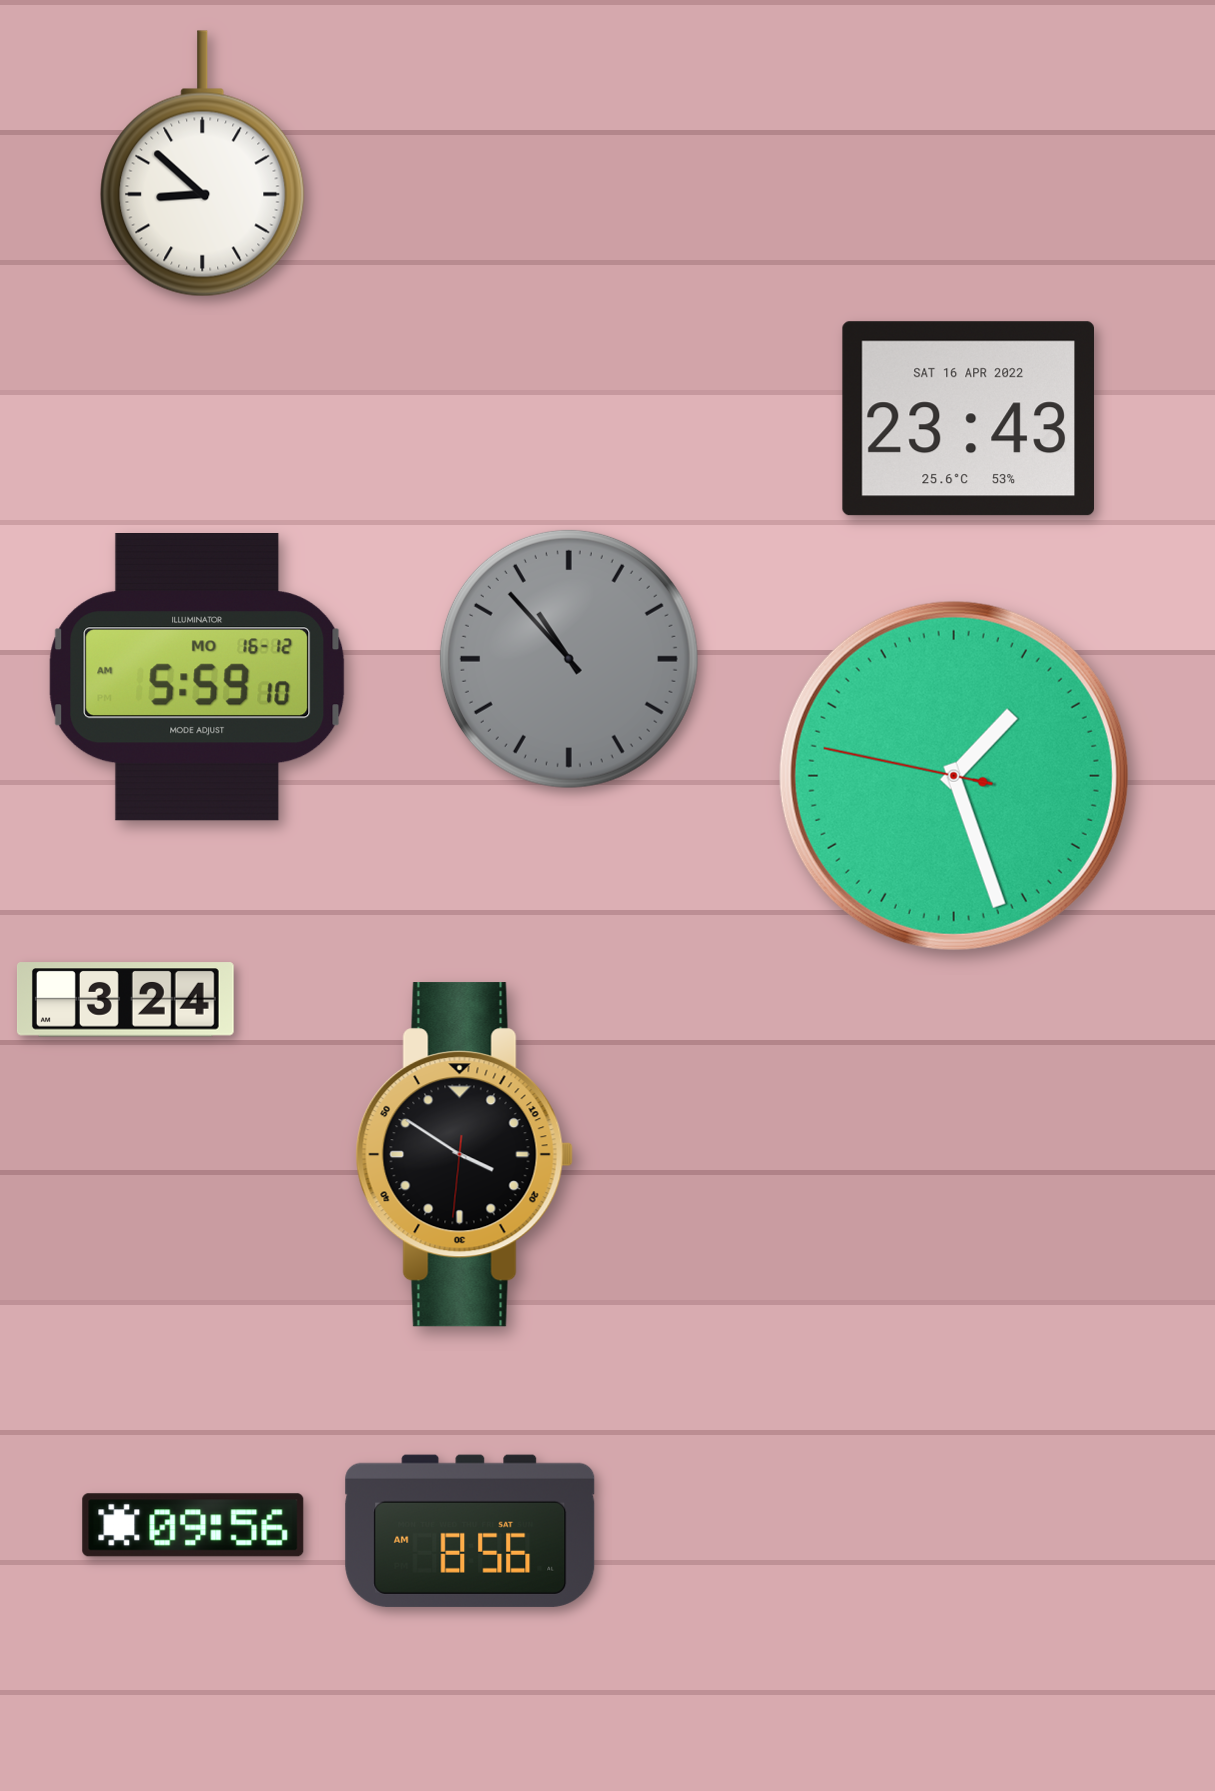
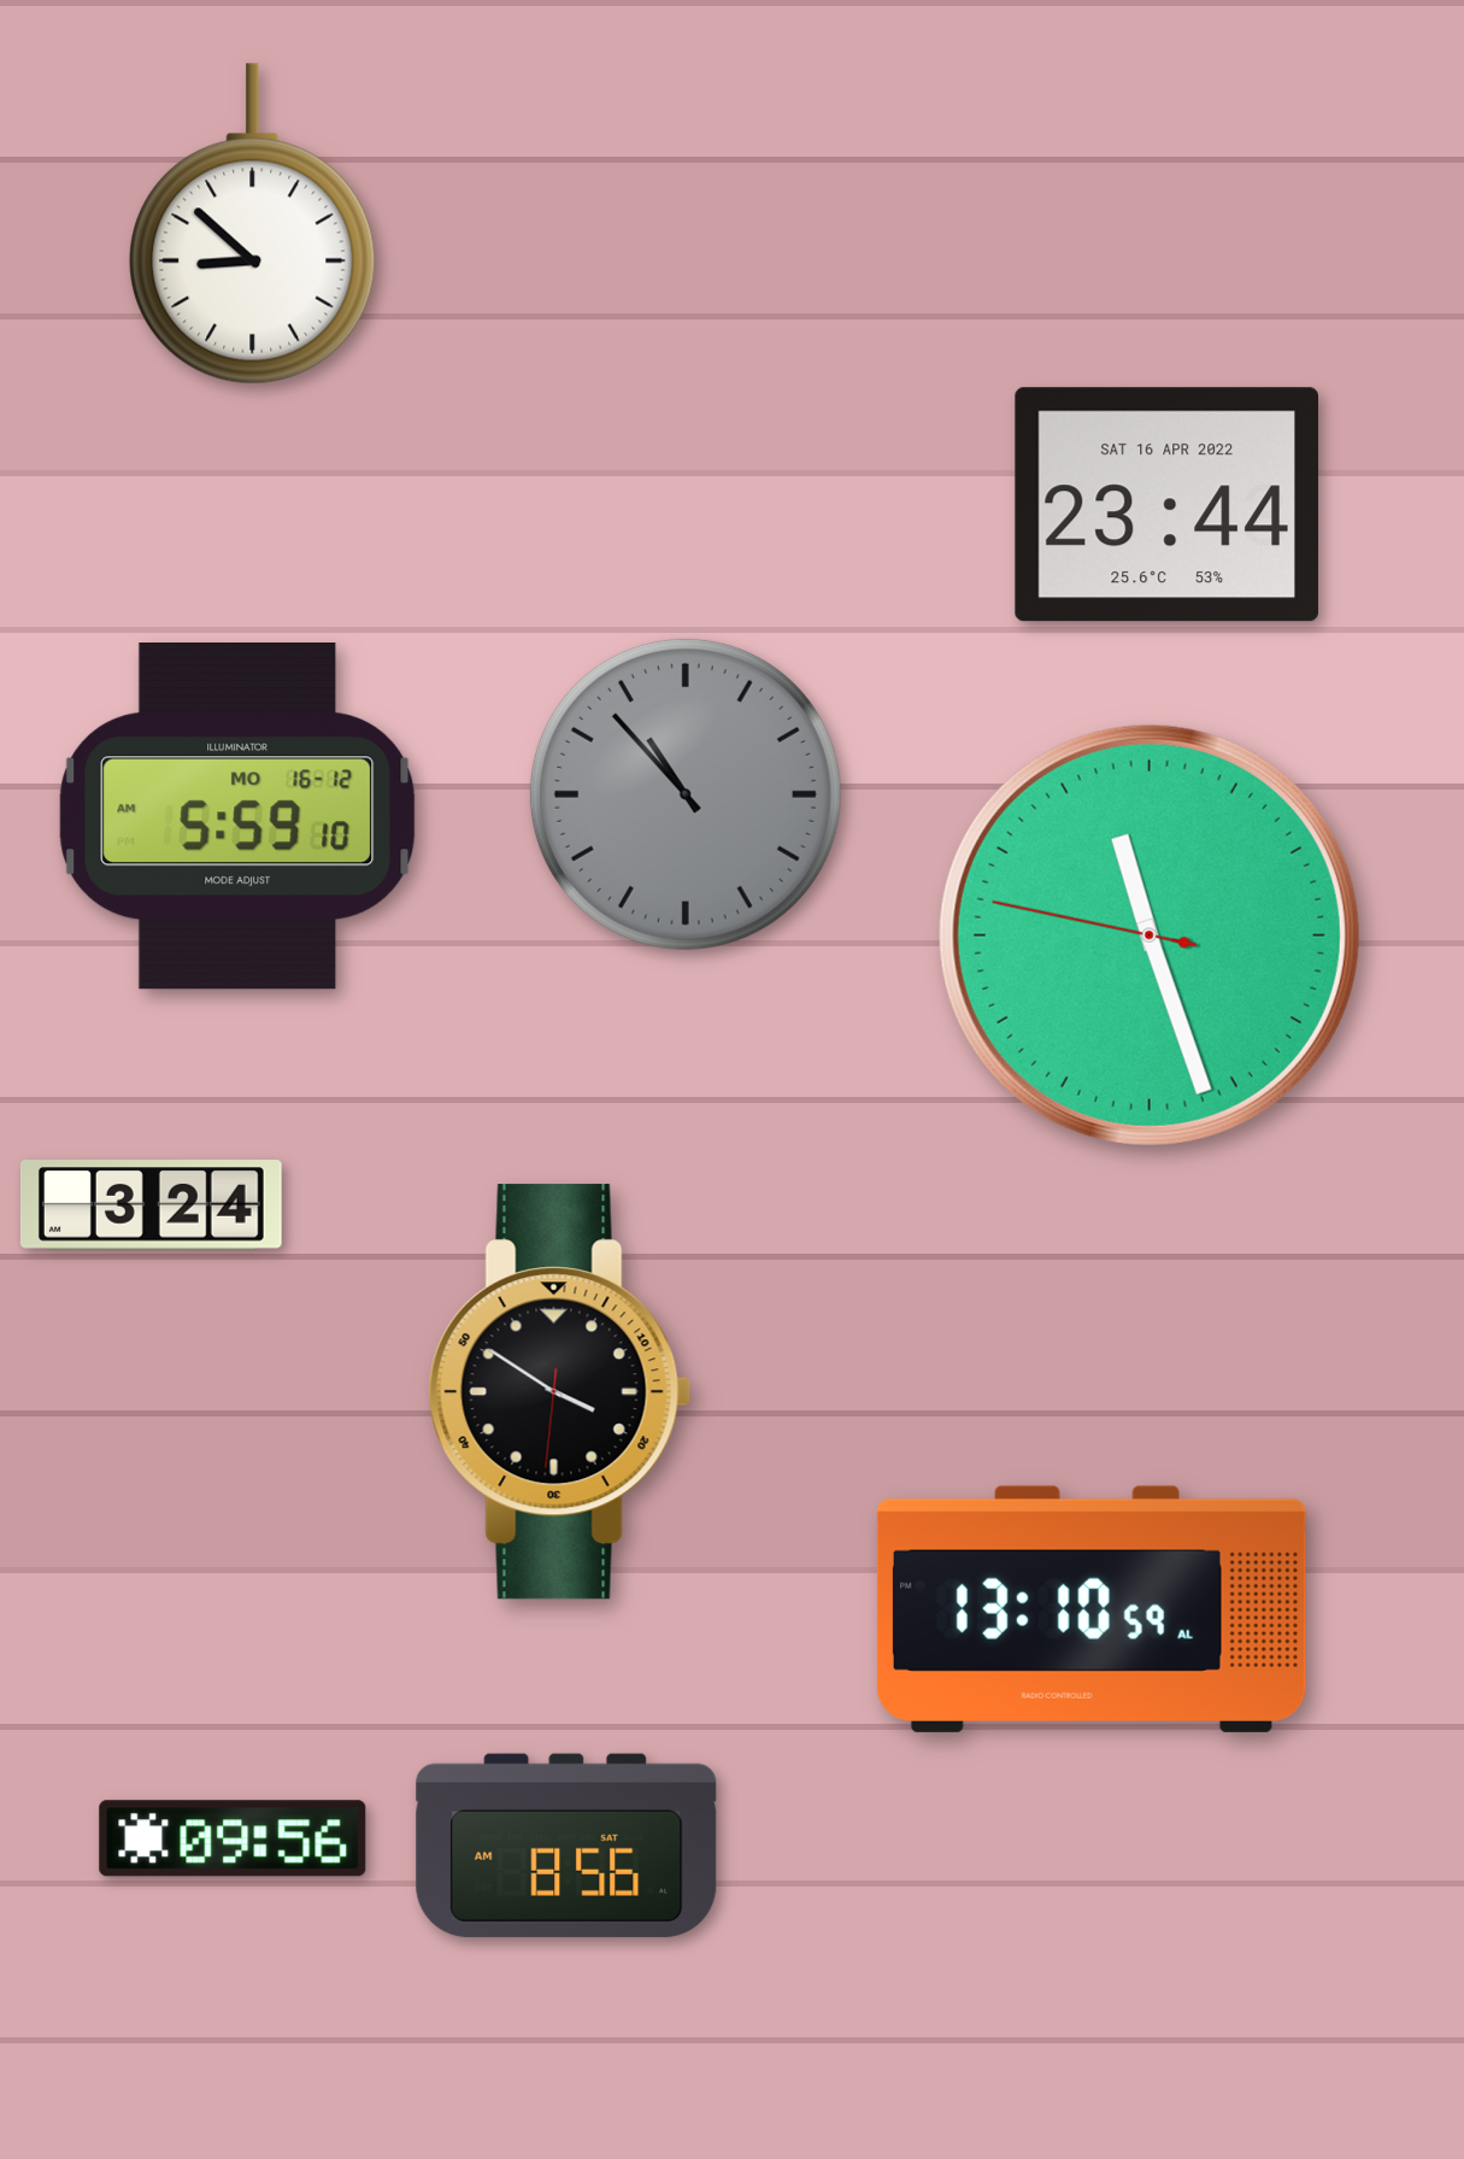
clock at (203, 164) position: (203, 164) -> (253, 224)
clock at (968, 419): 23:43 -> 23:44
clock at (954, 776): 1:26 -> 11:26
clock at (1092, 1609): none -> 13:10
